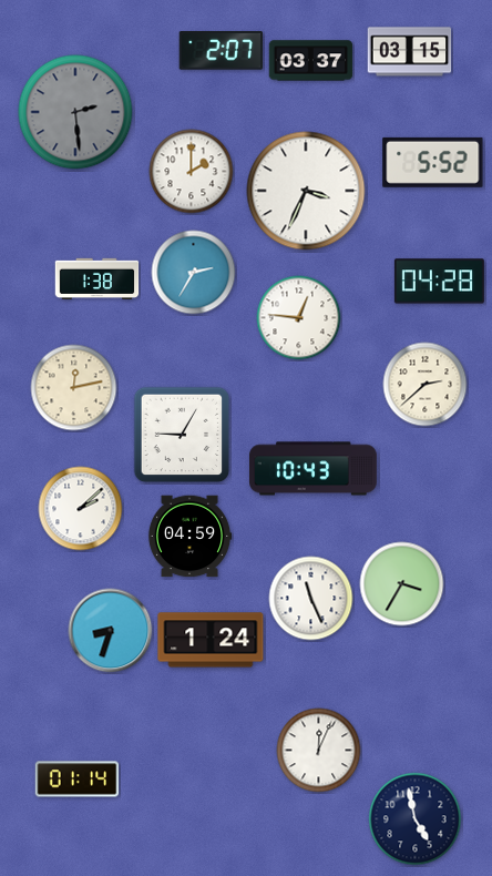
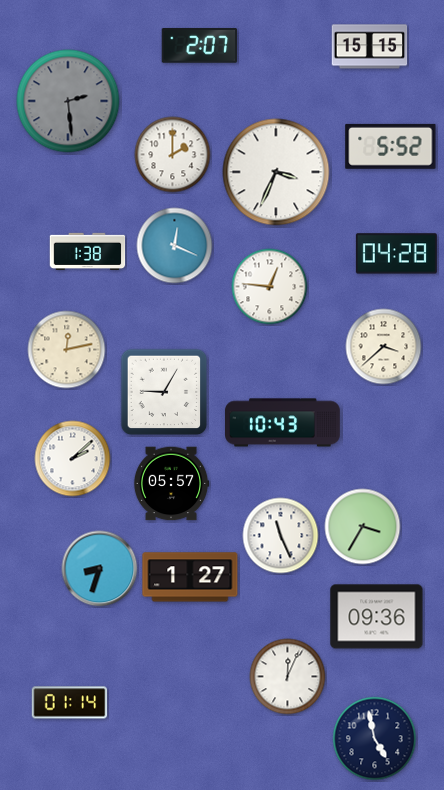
clock at (410, 52): 03:15 -> 15:15
clock at (311, 61): 03:37 -> none
clock at (194, 273): 2:35 -> 12:19
clock at (426, 385): 2:38 -> 3:38
clock at (189, 537): 04:59 -> 05:57
clock at (311, 599) position: (311, 599) -> (281, 536)
clock at (211, 640): 1:24 -> 1:27
clock at (377, 617): none -> 09:36
